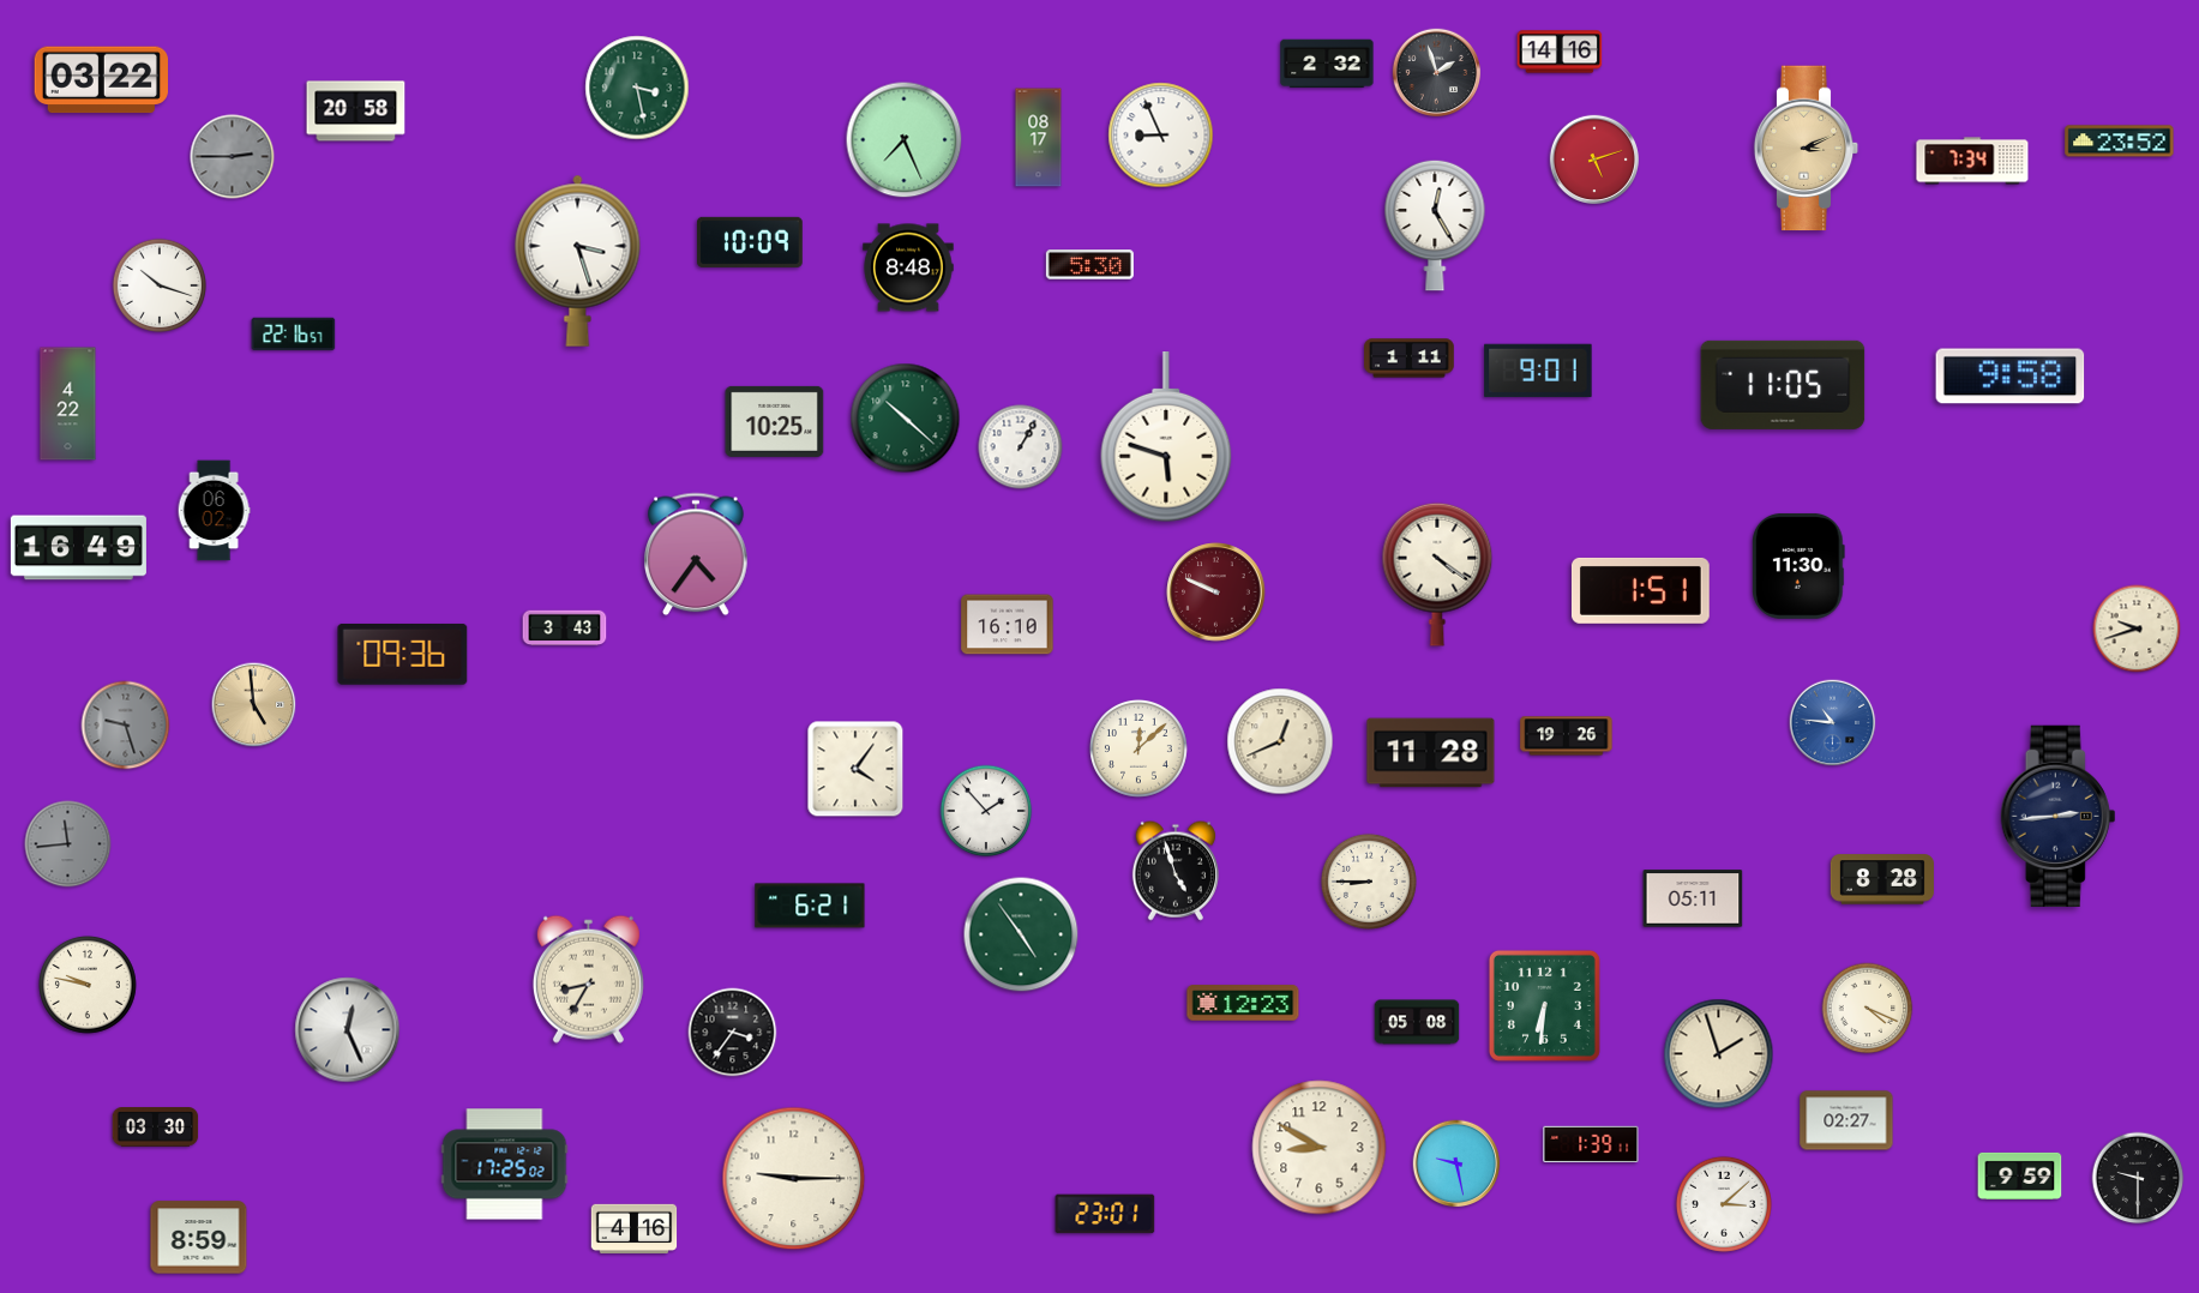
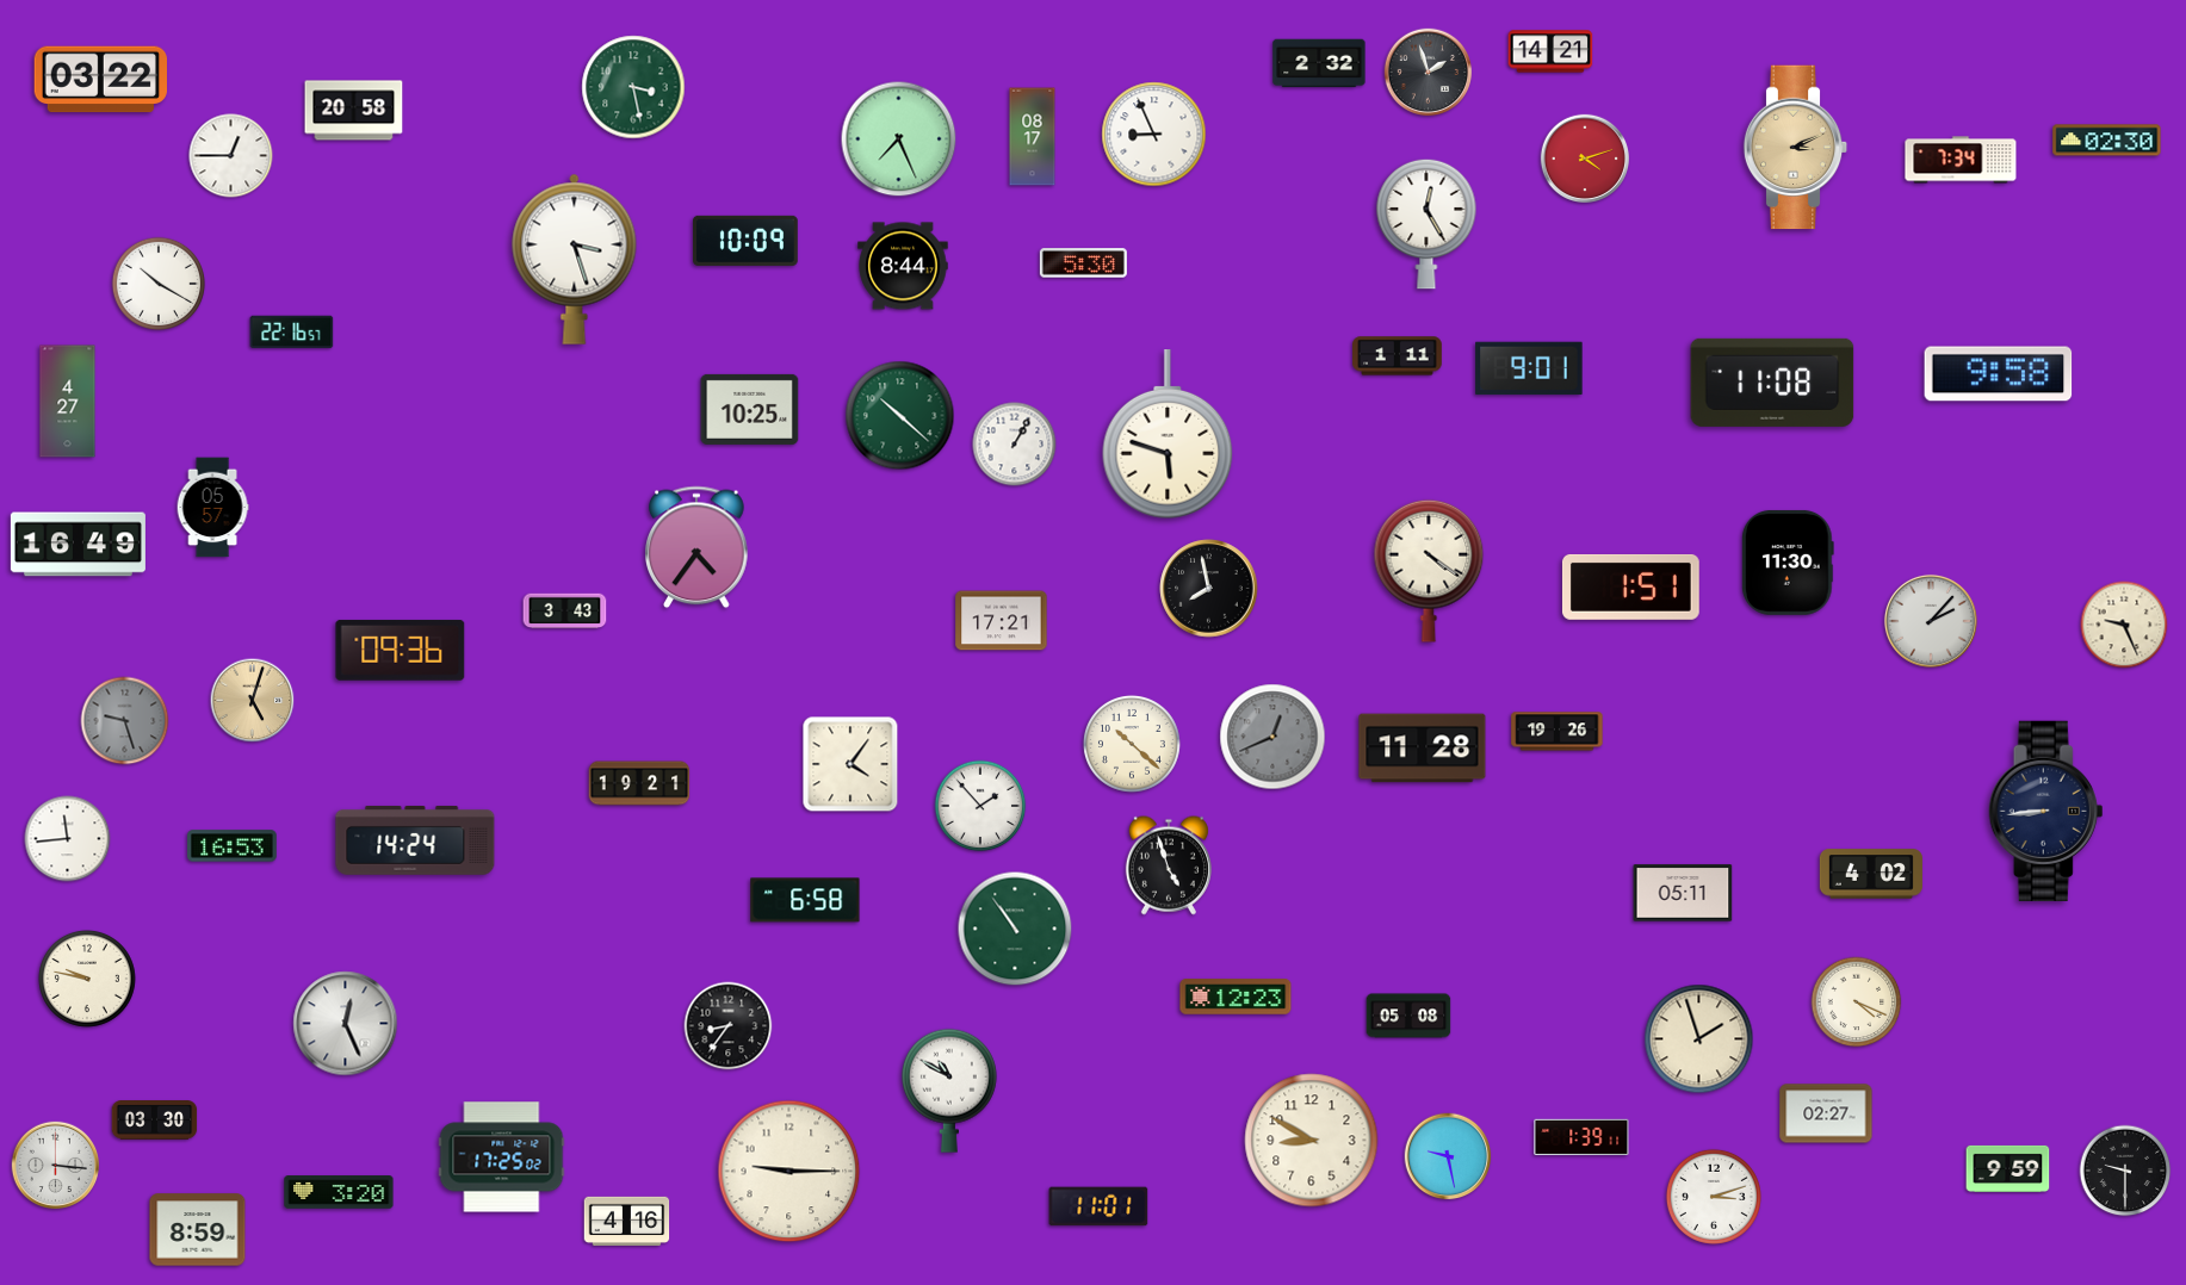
clock at (1560, 52): 14:16 -> 14:21
clock at (2120, 142): 23:52 -> 02:30
clock at (233, 157): 2:45 -> 12:45
clock at (233, 157) dial: grey -> white
clock at (1593, 158): 5:12 -> 4:12
clock at (908, 267): 8:48 -> 8:44
clock at (160, 285): 10:18 -> 10:20
clock at (1410, 359) position: (1410, 359) -> (1398, 356)
clock at (1783, 385): 11:05 -> 11:08
clock at (68, 404): 4:22 -> 4:27
clock at (775, 421) position: (775, 421) -> (750, 409)
clock at (1166, 438) position: (1166, 438) -> (1168, 435)
clock at (214, 511): 06:02 -> 05:57
clock at (696, 554) position: (696, 554) -> (696, 547)
clock at (1216, 593): 9:49 -> 7:58
clock at (1216, 593) dial: burgundy -> black
clock at (1008, 625): 16:10 -> 17:21
clock at (1931, 621): none -> 2:07
clock at (565, 629) position: (565, 629) -> (565, 612)
clock at (2137, 629): 9:42 -> 9:26
clock at (254, 705): 4:59 -> 5:03
clock at (1833, 723): 10:46 -> none
clock at (1280, 741) dial: cream -> grey
clock at (1138, 748): 12:08 -> 10:22
clock at (639, 783): none -> 19:21
clock at (2059, 816): 2:44 -> 8:44
clock at (68, 844) dial: grey -> white
clock at (415, 840): none -> 14:24
clock at (233, 846): none -> 16:53
clock at (1882, 879): 8:28 -> 4:02
clock at (1369, 882): 8:45 -> none
clock at (810, 906): 6:21 -> 6:58
clock at (1021, 934): 4:54 -> 10:54
clock at (588, 979): 8:35 -> none
clock at (1544, 1005): 6:31 -> none
clock at (733, 1033): 3:36 -> 8:36
clock at (1719, 1054) position: (1719, 1054) -> (1699, 1039)
clock at (949, 1091): none -> 10:50
clock at (1846, 1120) position: (1846, 1120) -> (1826, 1113)
clock at (56, 1166): none -> 3:16
clock at (339, 1192): none -> 3:20
clock at (1724, 1204): 3:08 -> 3:12
clock at (1105, 1214): 23:01 -> 11:01
clock at (635, 1228) position: (635, 1228) -> (627, 1221)
